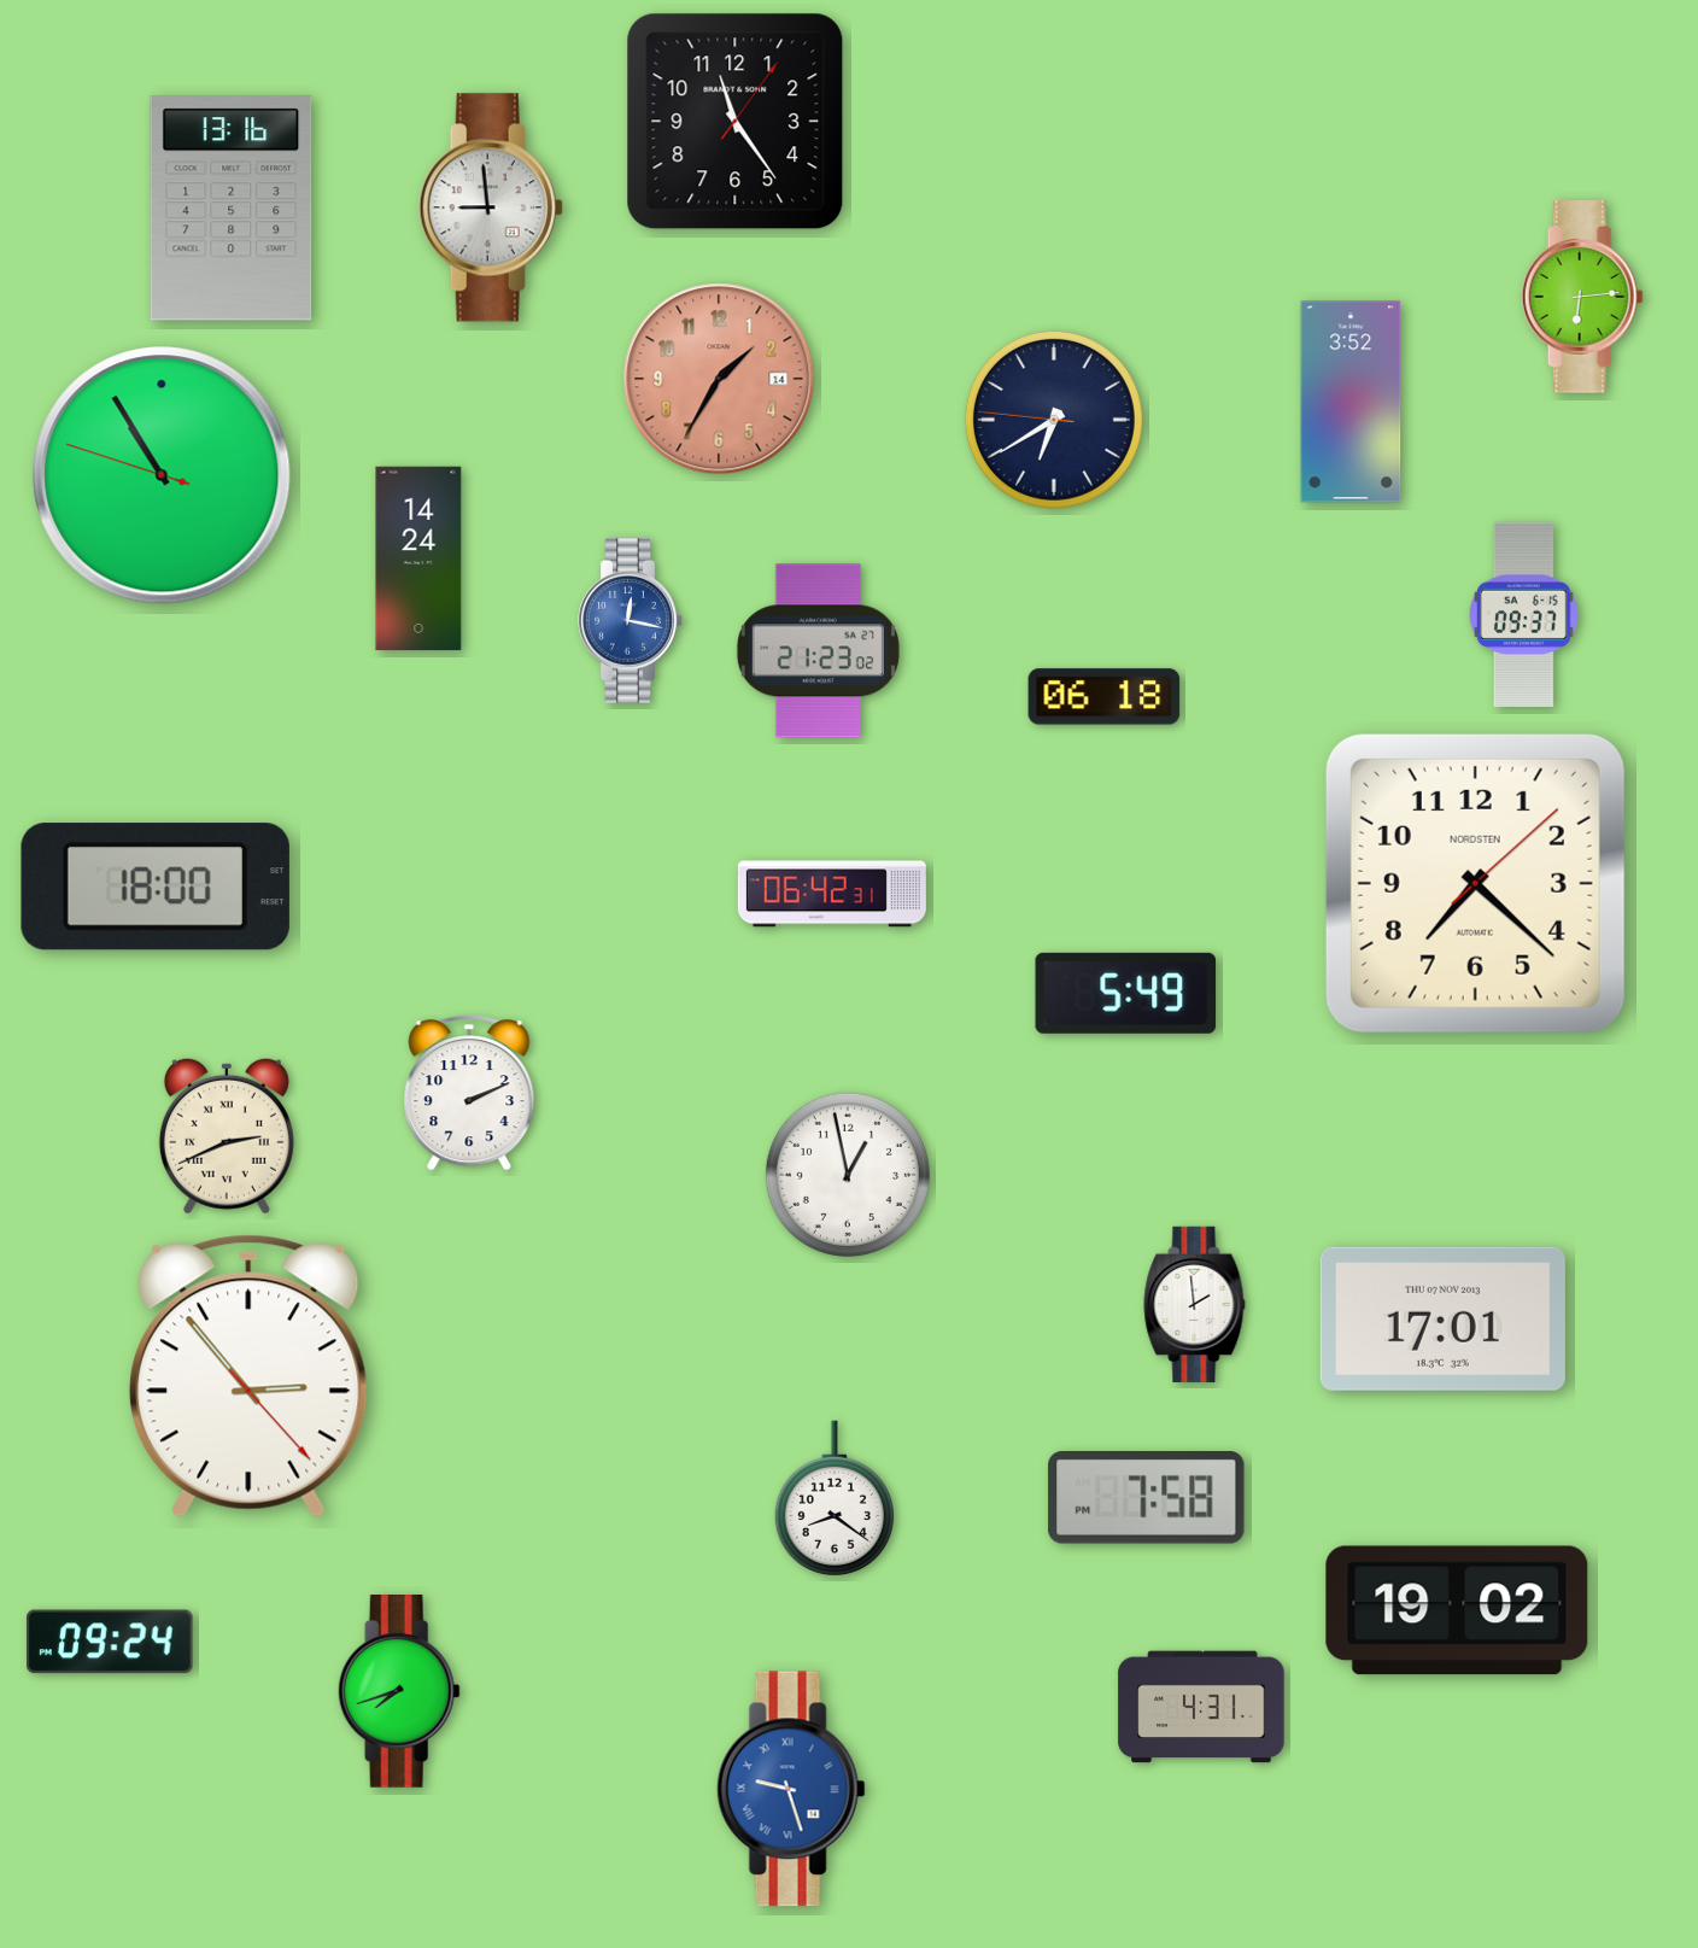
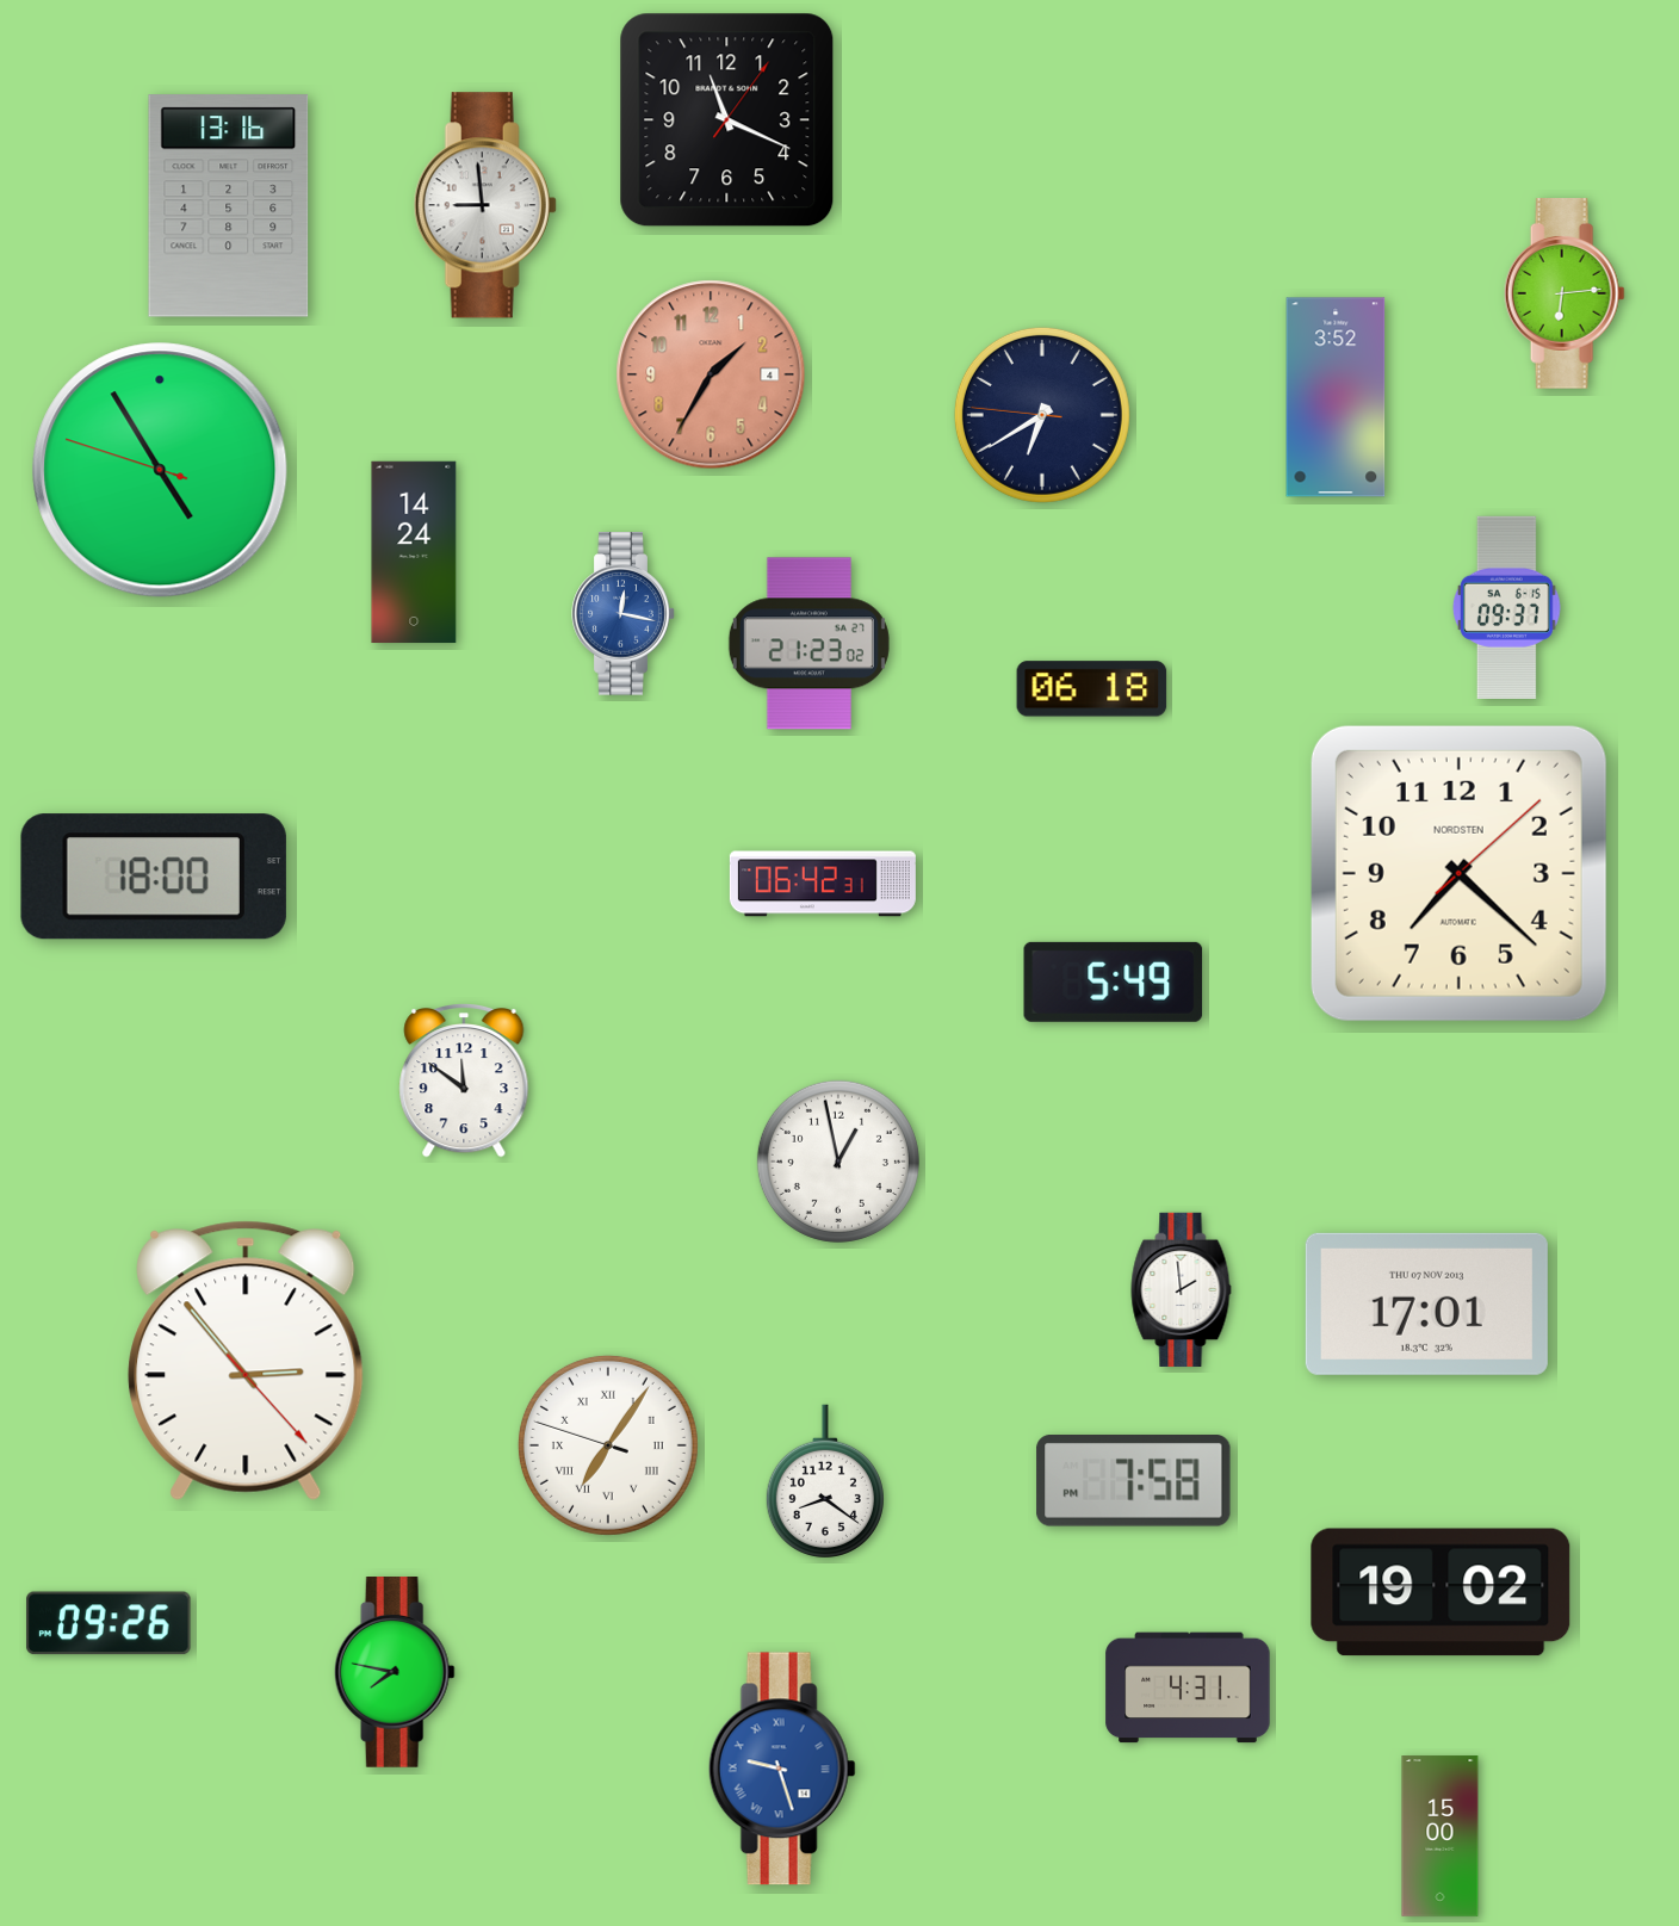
clock at (736, 122): 11:24 -> 11:19
clock at (719, 379) date: 14 -> 4
clock at (162, 475): 10:54 -> 4:54
clock at (469, 1094): 2:11 -> 11:51
clock at (227, 1136): 2:41 -> none
clock at (608, 1445): none -> 7:05
clock at (110, 1642): 09:24 -> 09:26
clock at (399, 1692): 7:42 -> 7:47
clock at (1441, 1837): none -> 15:00
